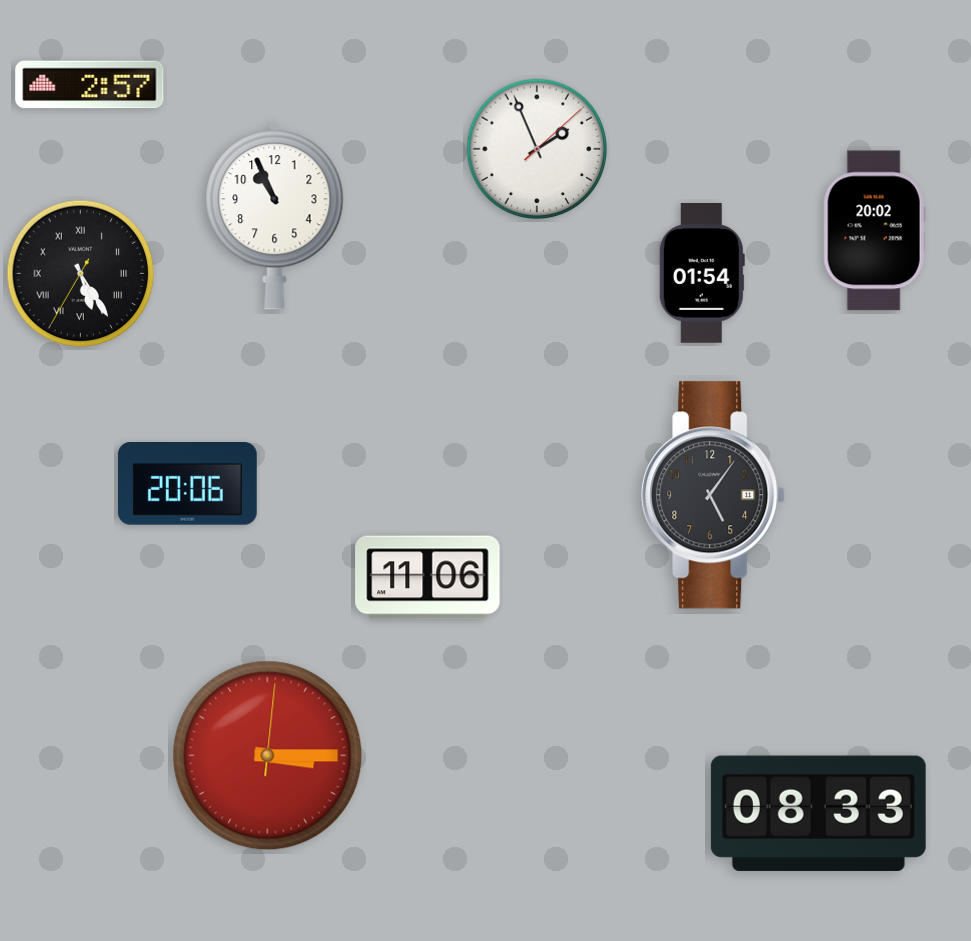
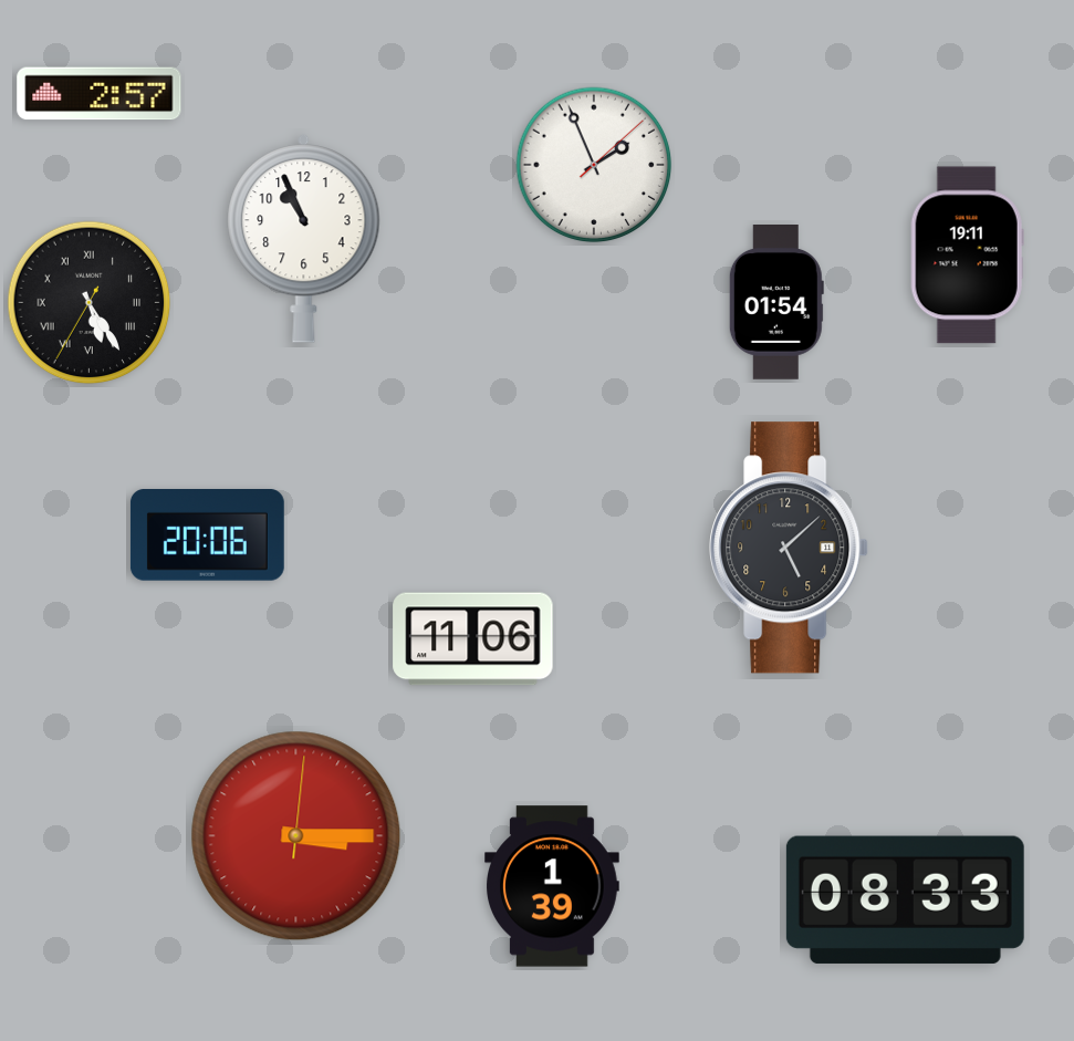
clock at (874, 231): 20:02 -> 19:11
clock at (713, 495): 5:06 -> 5:08
clock at (553, 886): none -> 1:39
